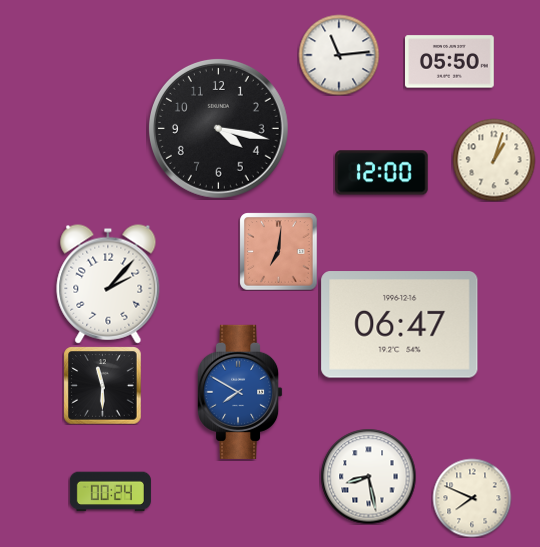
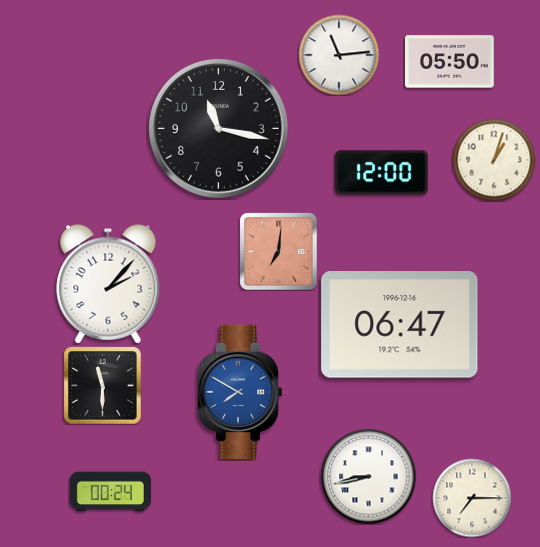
clock at (218, 128): 4:17 -> 11:17
clock at (368, 476): 8:28 -> 8:43
clock at (472, 498): 7:49 -> 7:15
